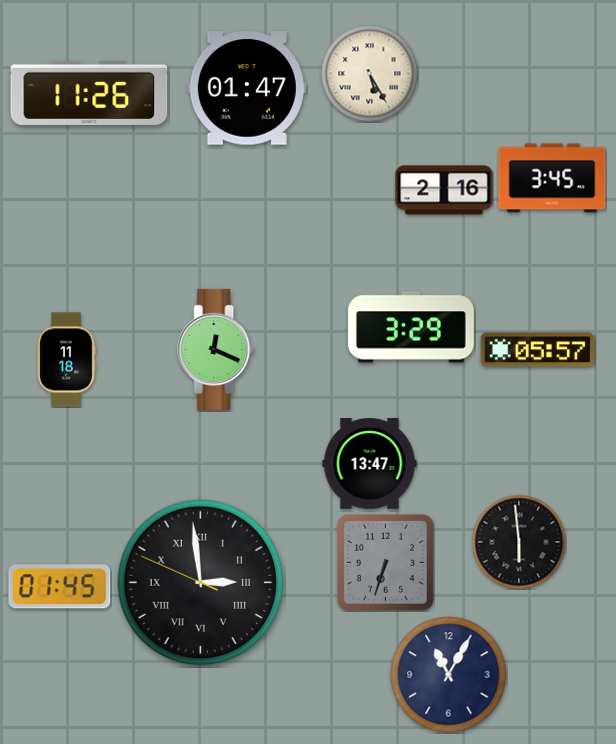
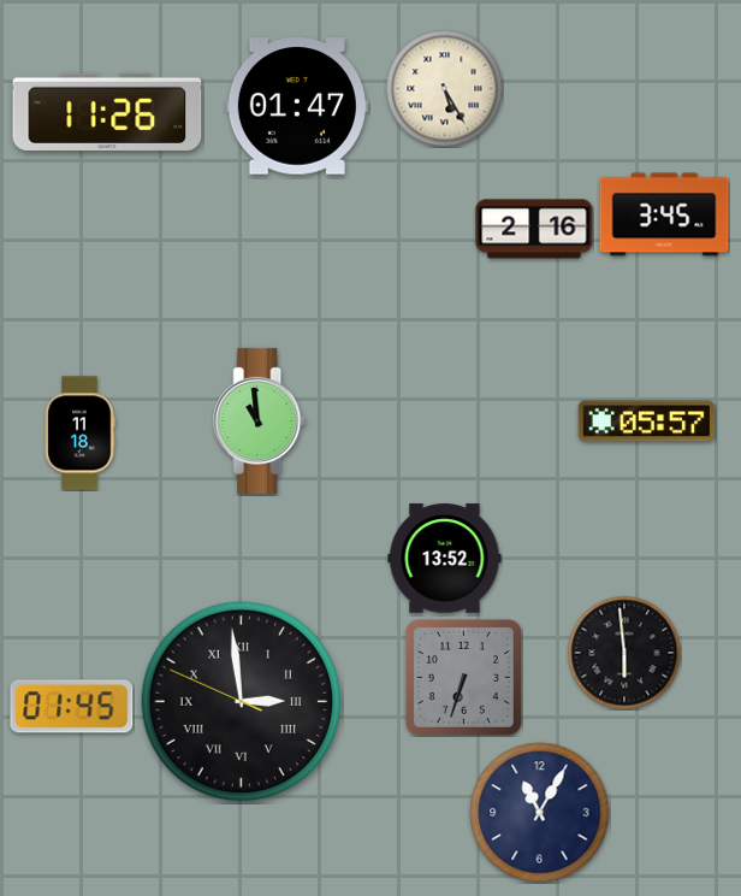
clock at (411, 327): 3:29 -> none
clock at (216, 349): 12:19 -> 10:59
clock at (370, 464): 13:47 -> 13:52
